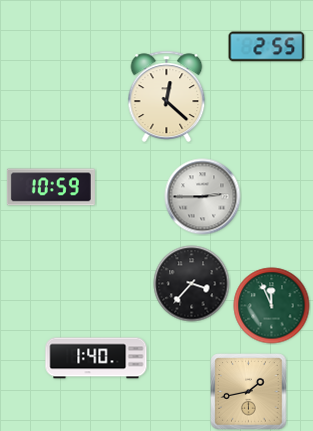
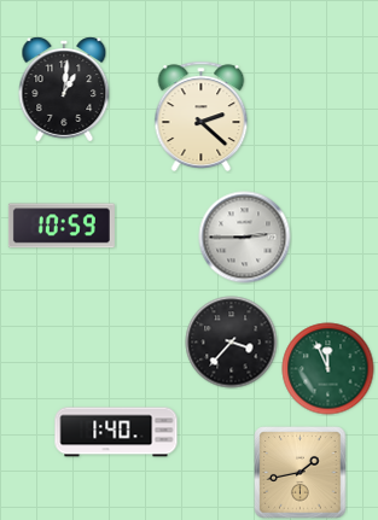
clock at (267, 47): 2:55 -> none
clock at (64, 89): none -> 1:01
clock at (167, 96): 12:22 -> 2:22
